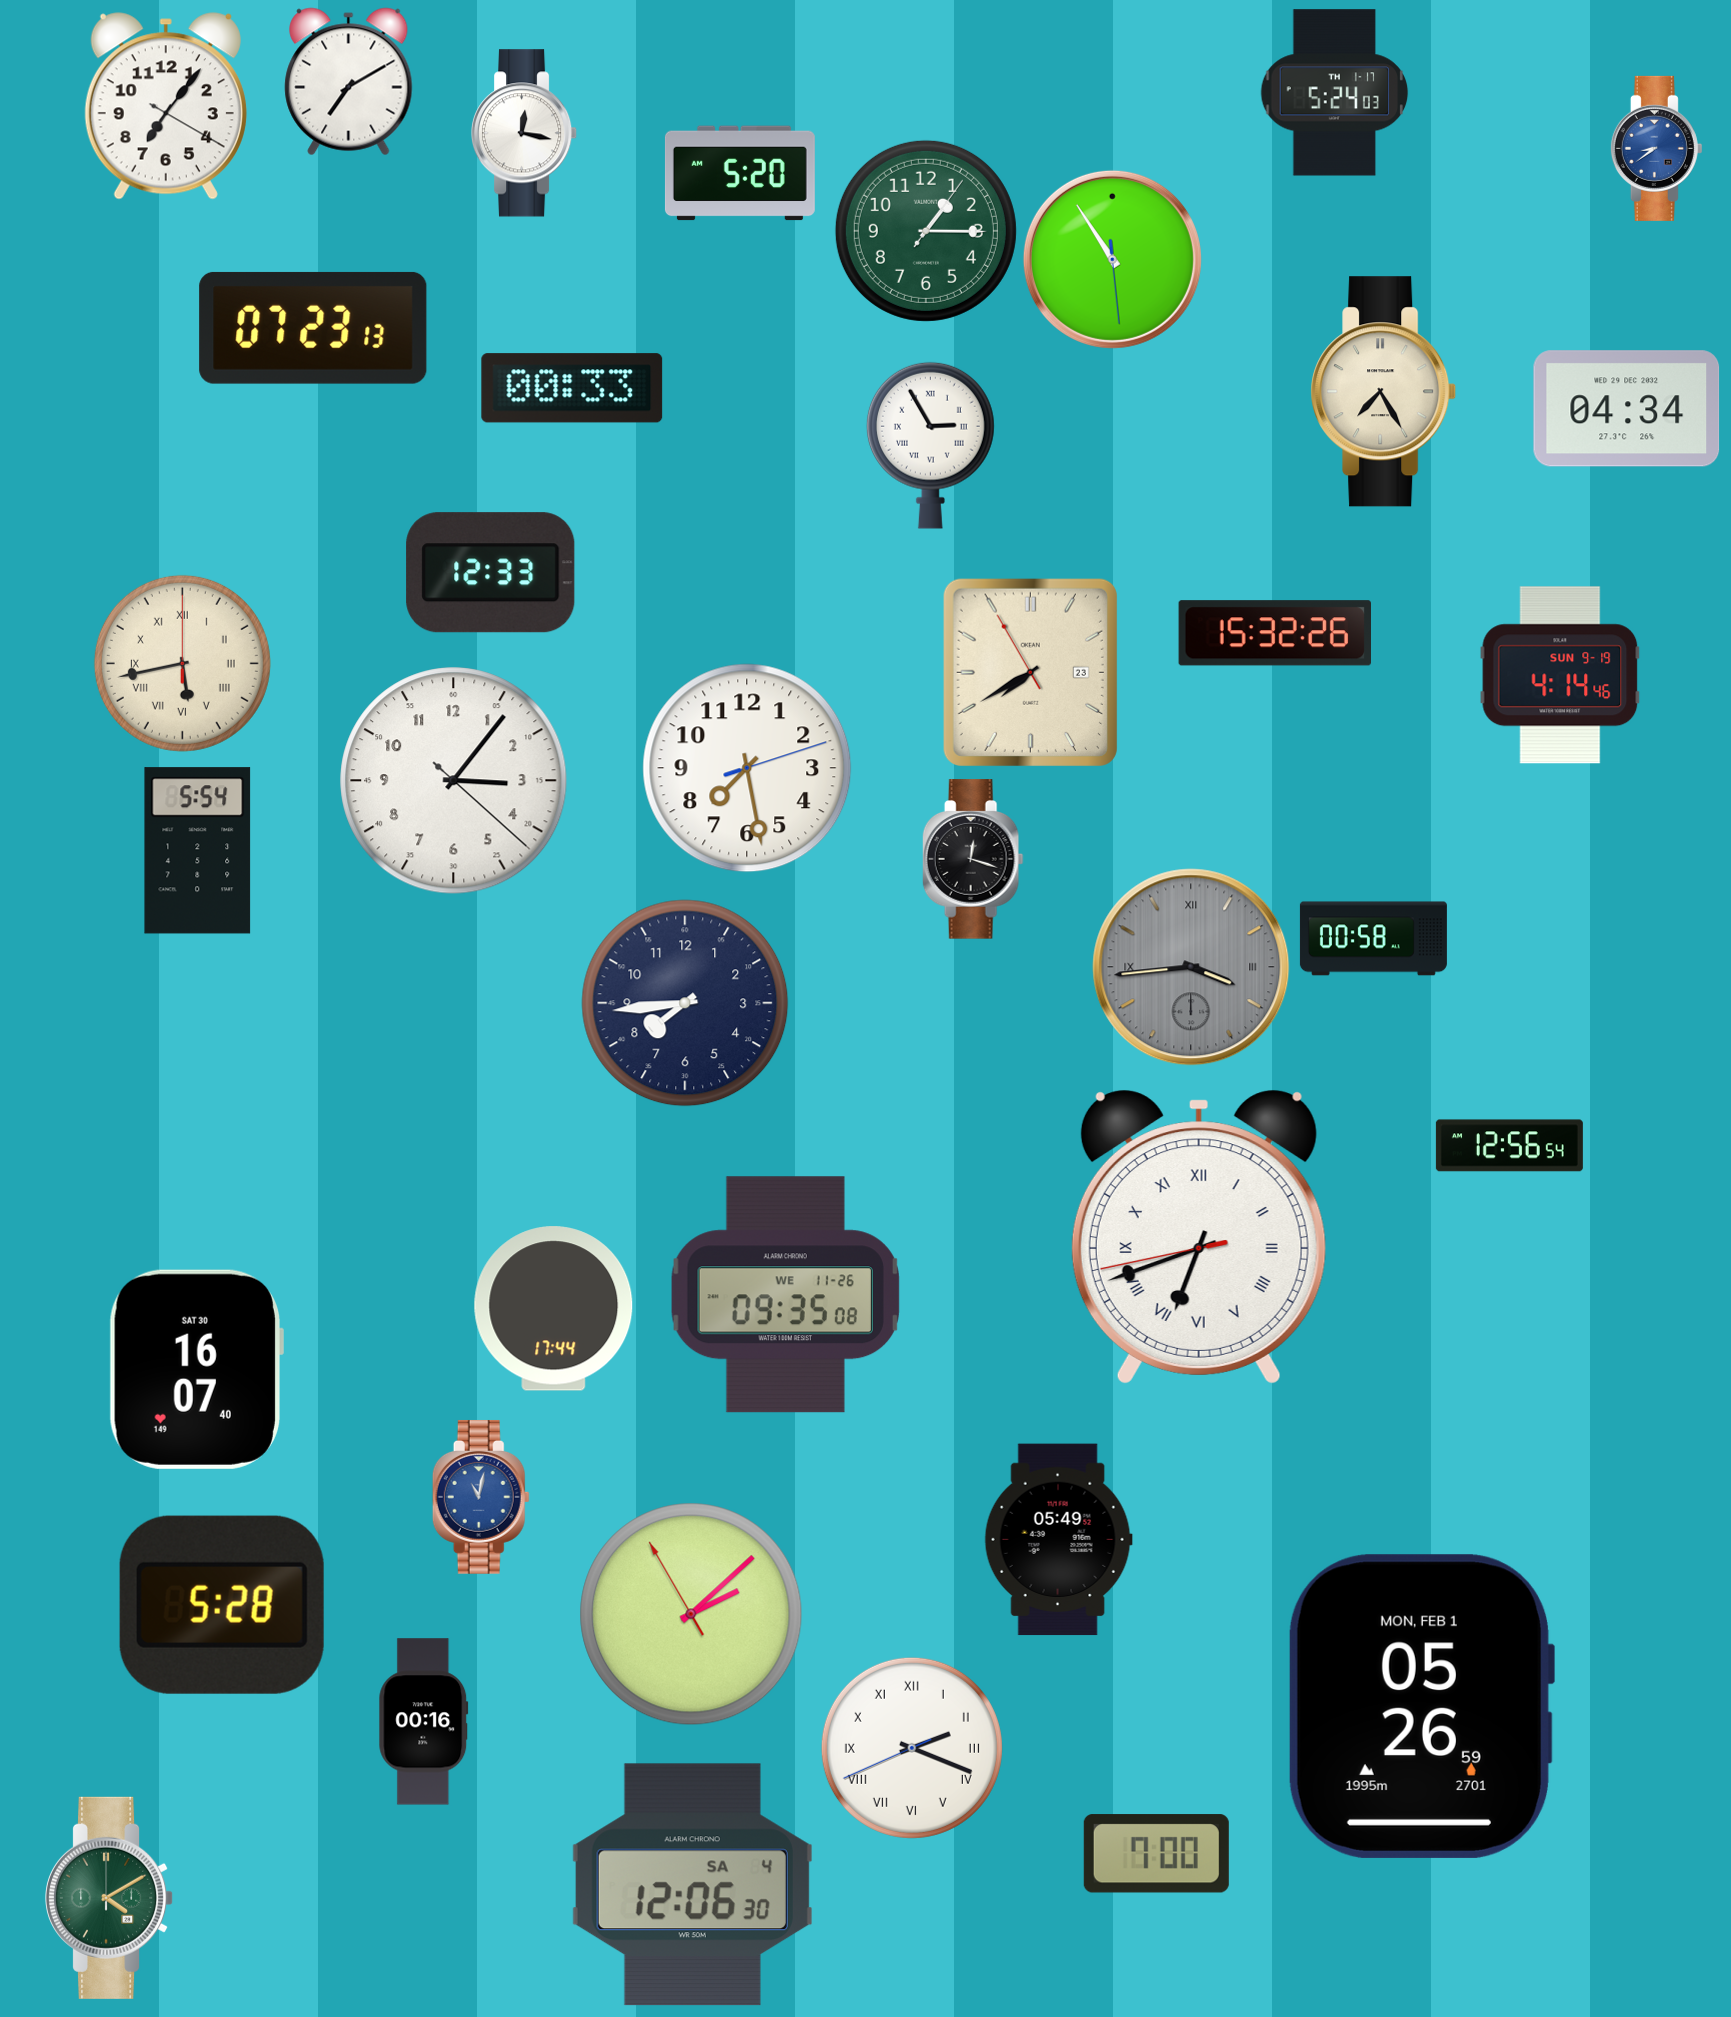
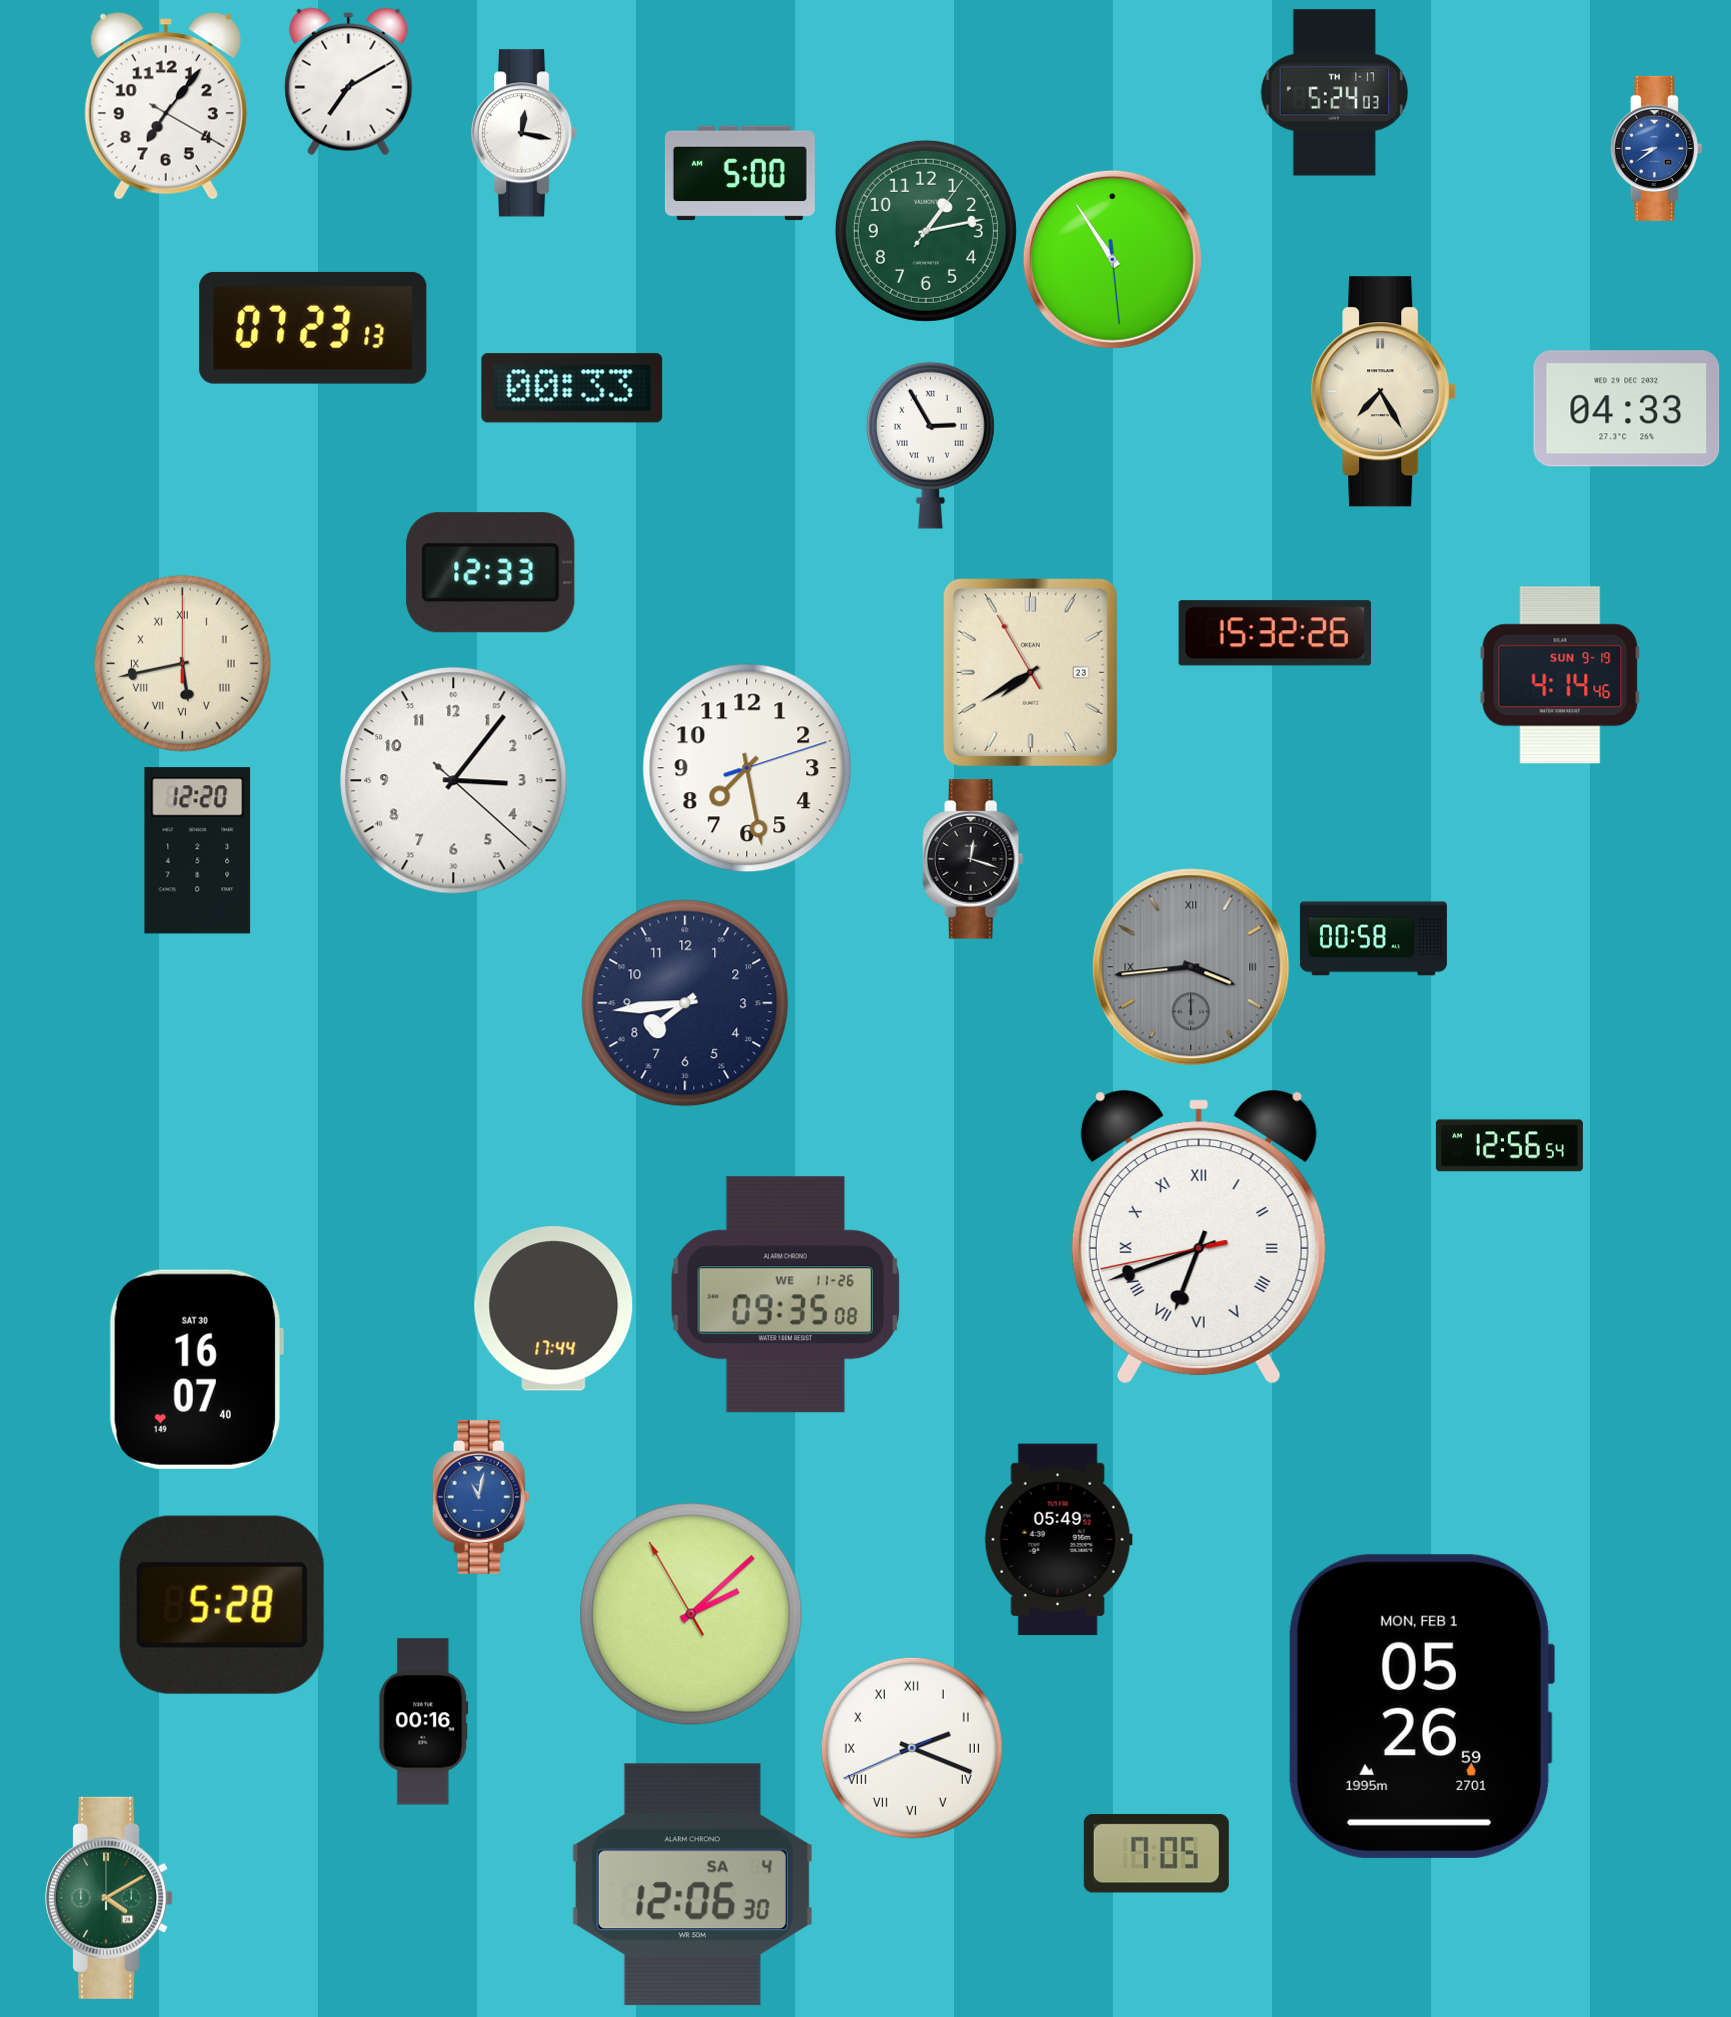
clock at (740, 173): 5:20 -> 5:00
clock at (926, 231): 1:15 -> 1:13
clock at (1627, 409): 04:34 -> 04:33
clock at (198, 851): 5:54 -> 12:20
clock at (1156, 1854): 7:00 -> 7:05
